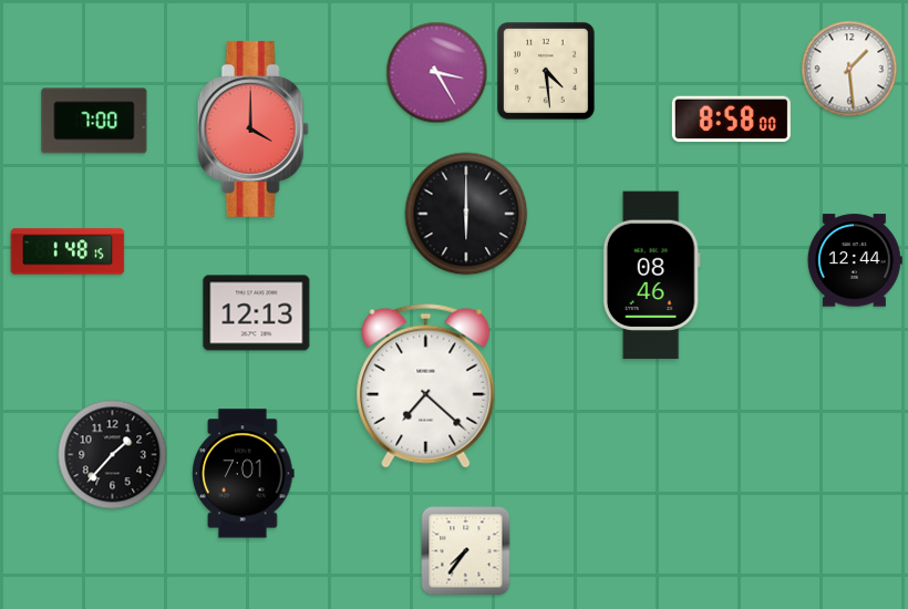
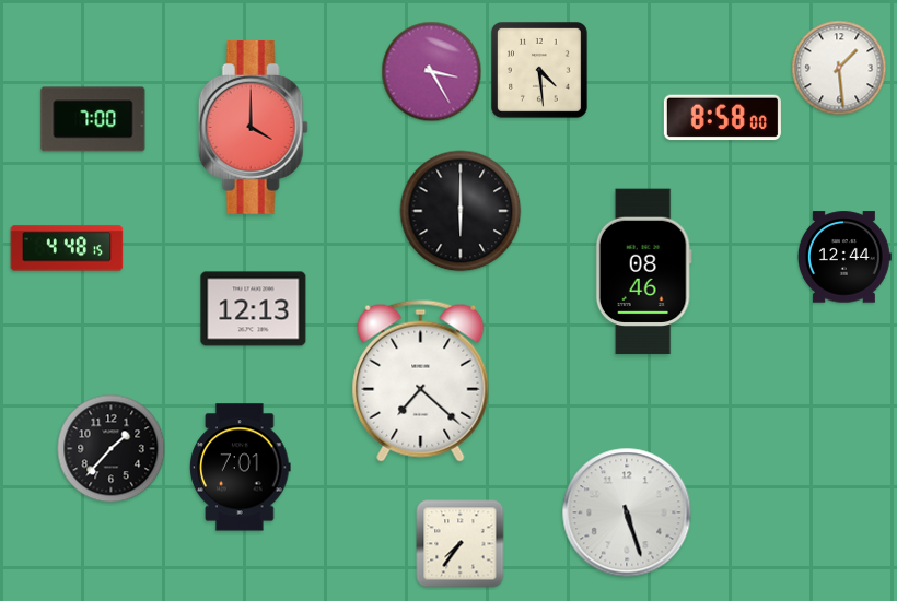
clock at (252, 128) position: (252, 128) -> (253, 127)
clock at (68, 251): 1:48 -> 4:48
clock at (627, 512): none -> 5:27
